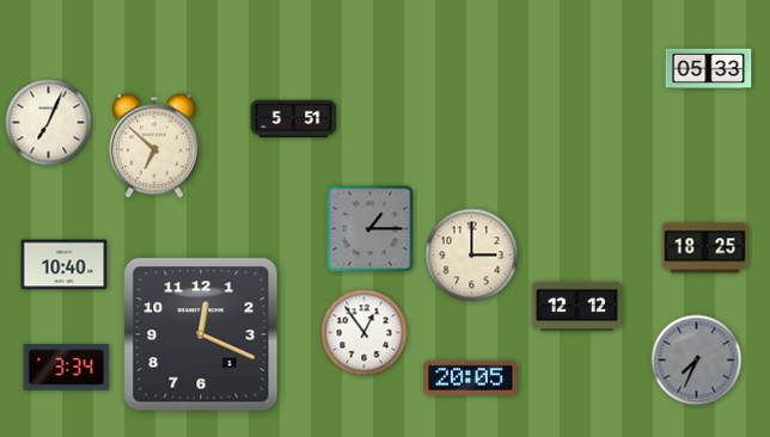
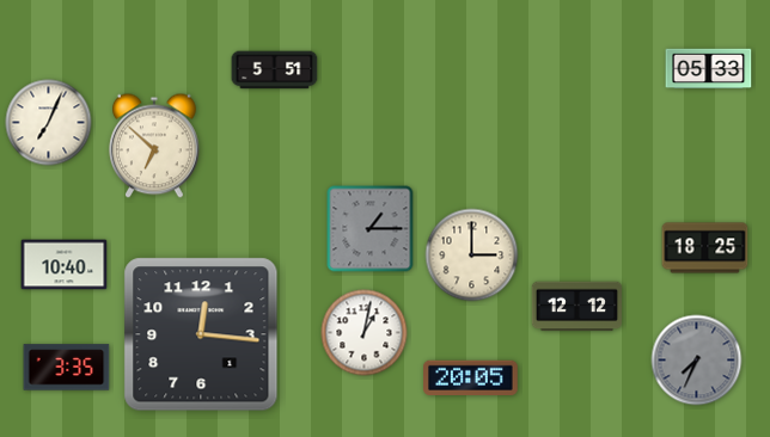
clock at (294, 119) position: (294, 119) -> (275, 70)
clock at (365, 333): 12:54 -> 1:02
clock at (201, 334): 12:19 -> 12:16
clock at (67, 368): 3:34 -> 3:35
